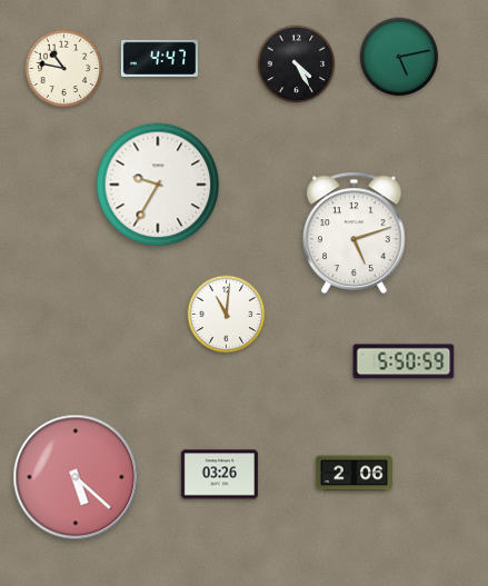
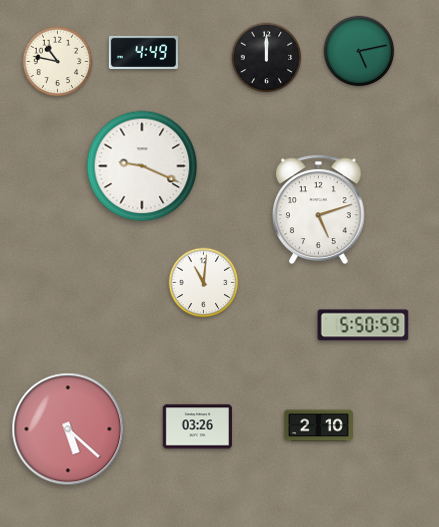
clock at (159, 58): 4:47 -> 4:49
clock at (297, 64): 4:25 -> 12:00
clock at (158, 185): 9:35 -> 9:19
clock at (353, 474): 2:06 -> 2:10
